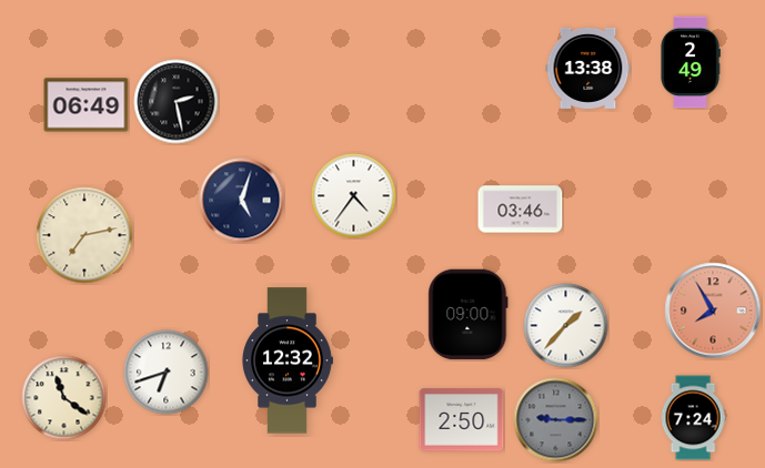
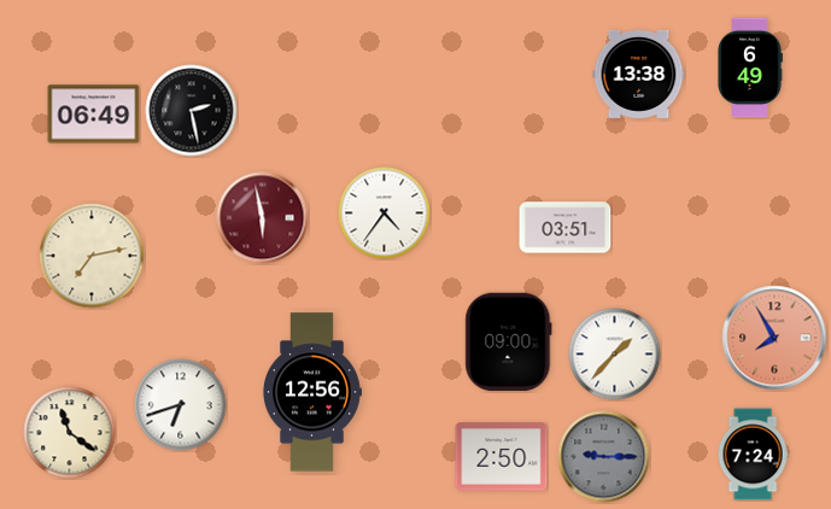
clock at (691, 62): 2:49 -> 6:49
clock at (242, 201): 5:03 -> 5:58
clock at (242, 201) dial: navy -> burgundy
clock at (521, 210): 03:46 -> 03:51
clock at (288, 360): 12:32 -> 12:56
